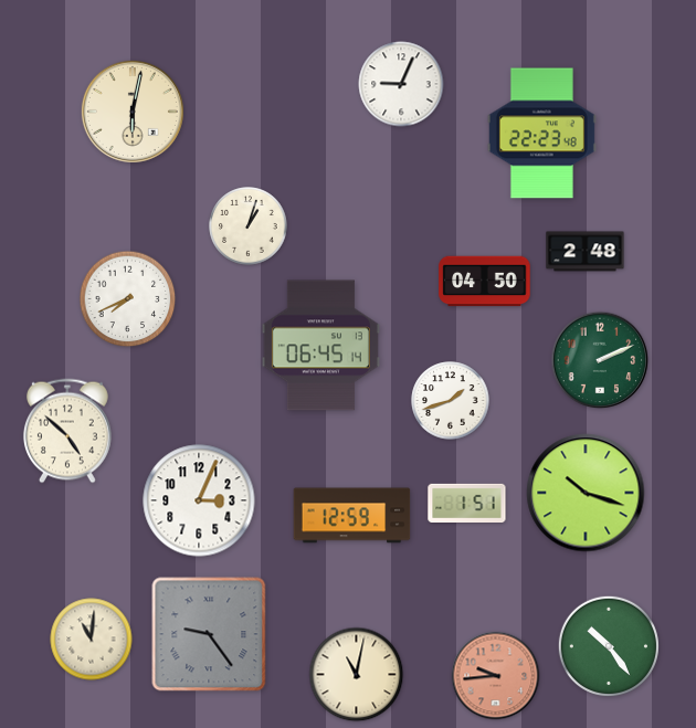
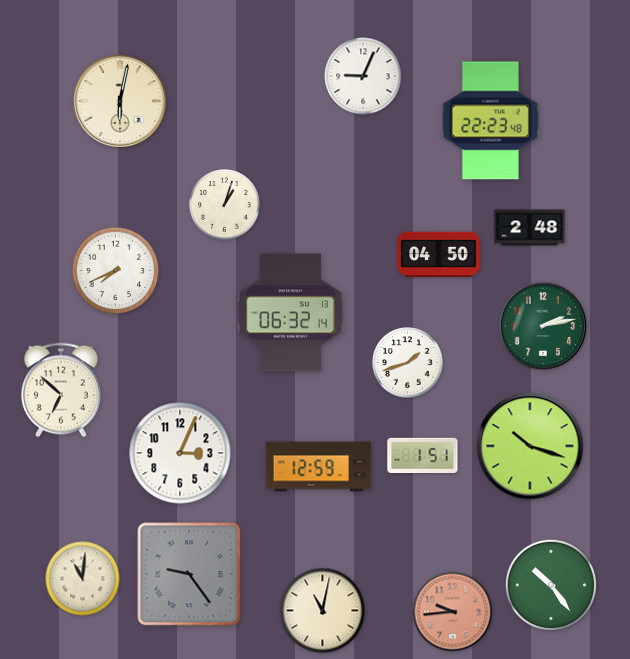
clock at (320, 346): 06:45 -> 06:32
clock at (600, 360): 2:11 -> 2:13
clock at (67, 431): 4:52 -> 6:52
clock at (496, 676) position: (496, 676) -> (453, 612)
